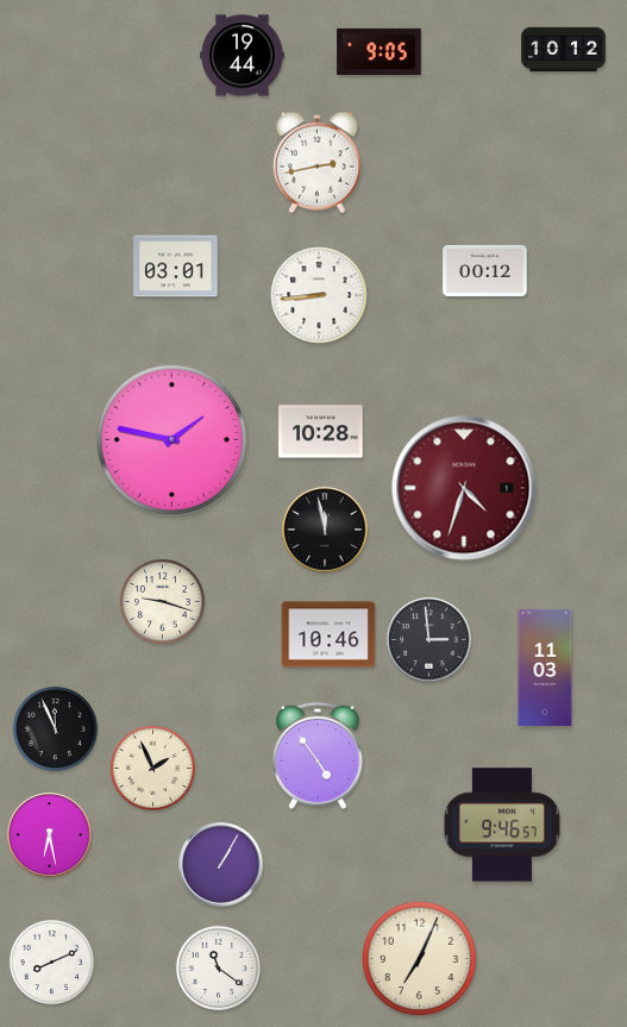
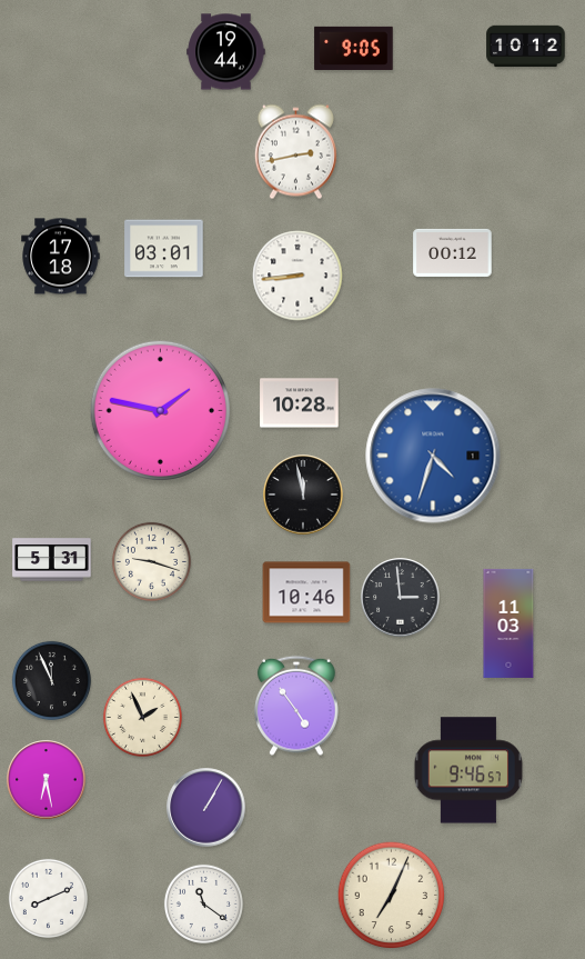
clock at (61, 257): none -> 17:18
clock at (464, 488) dial: burgundy -> blue
clock at (52, 560): none -> 5:31
